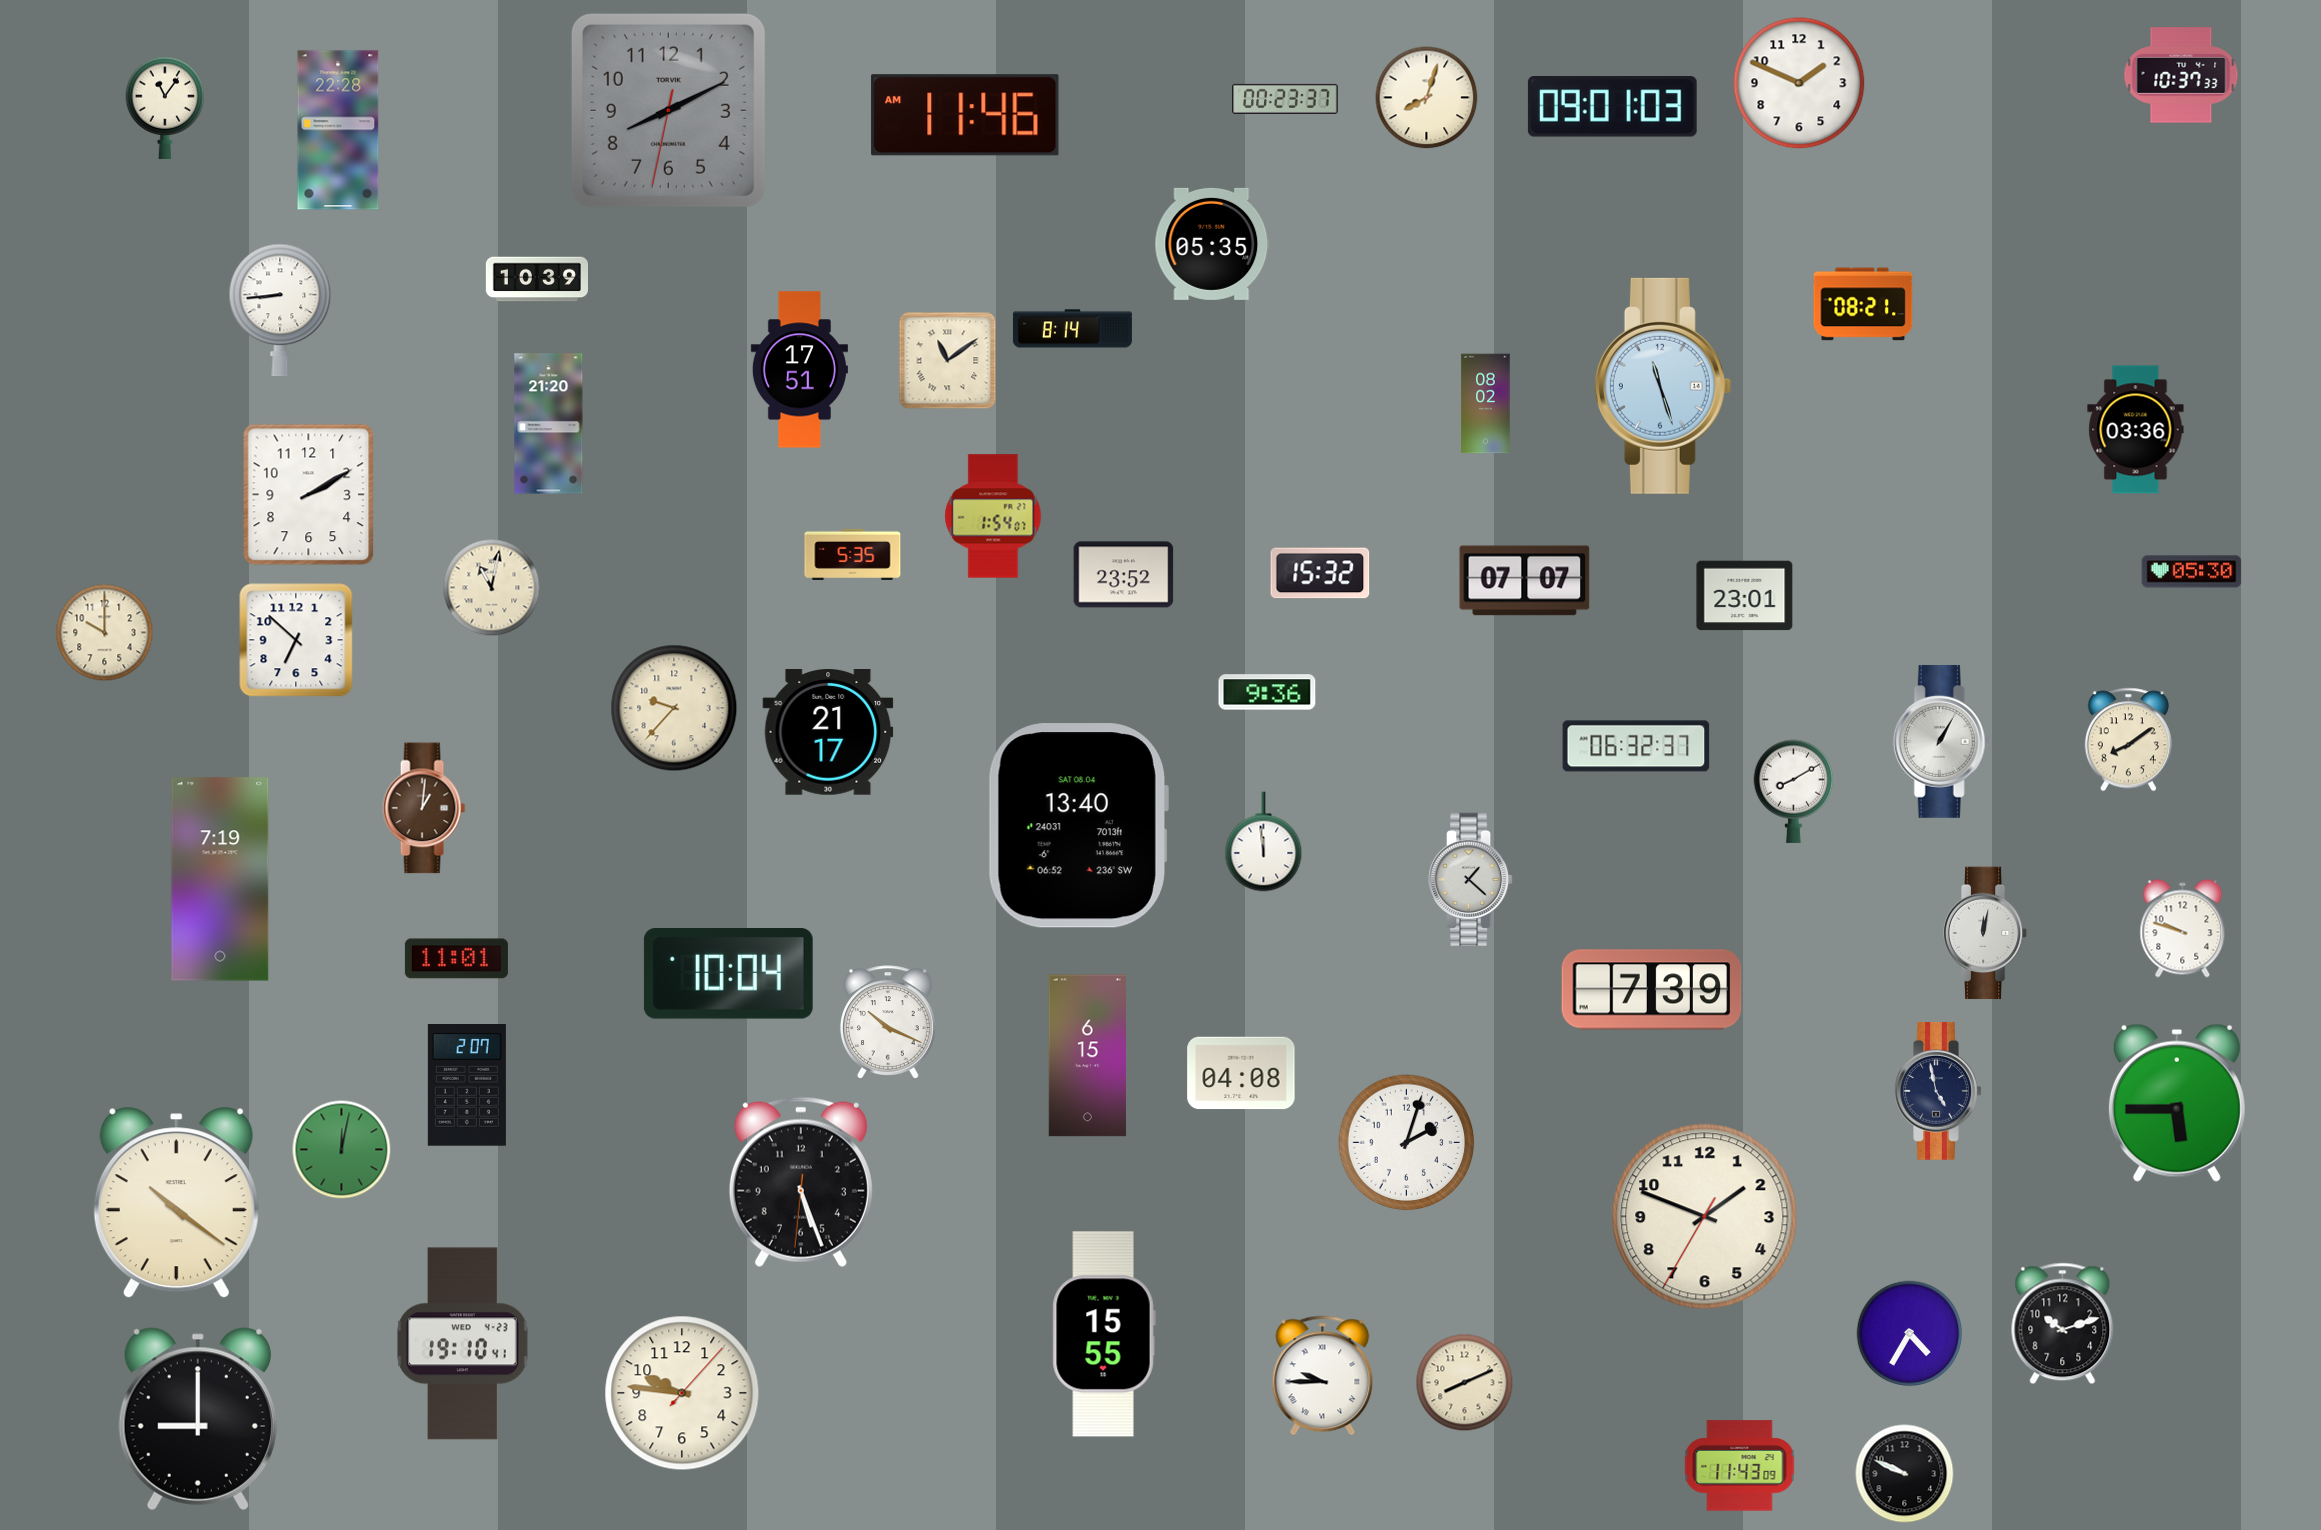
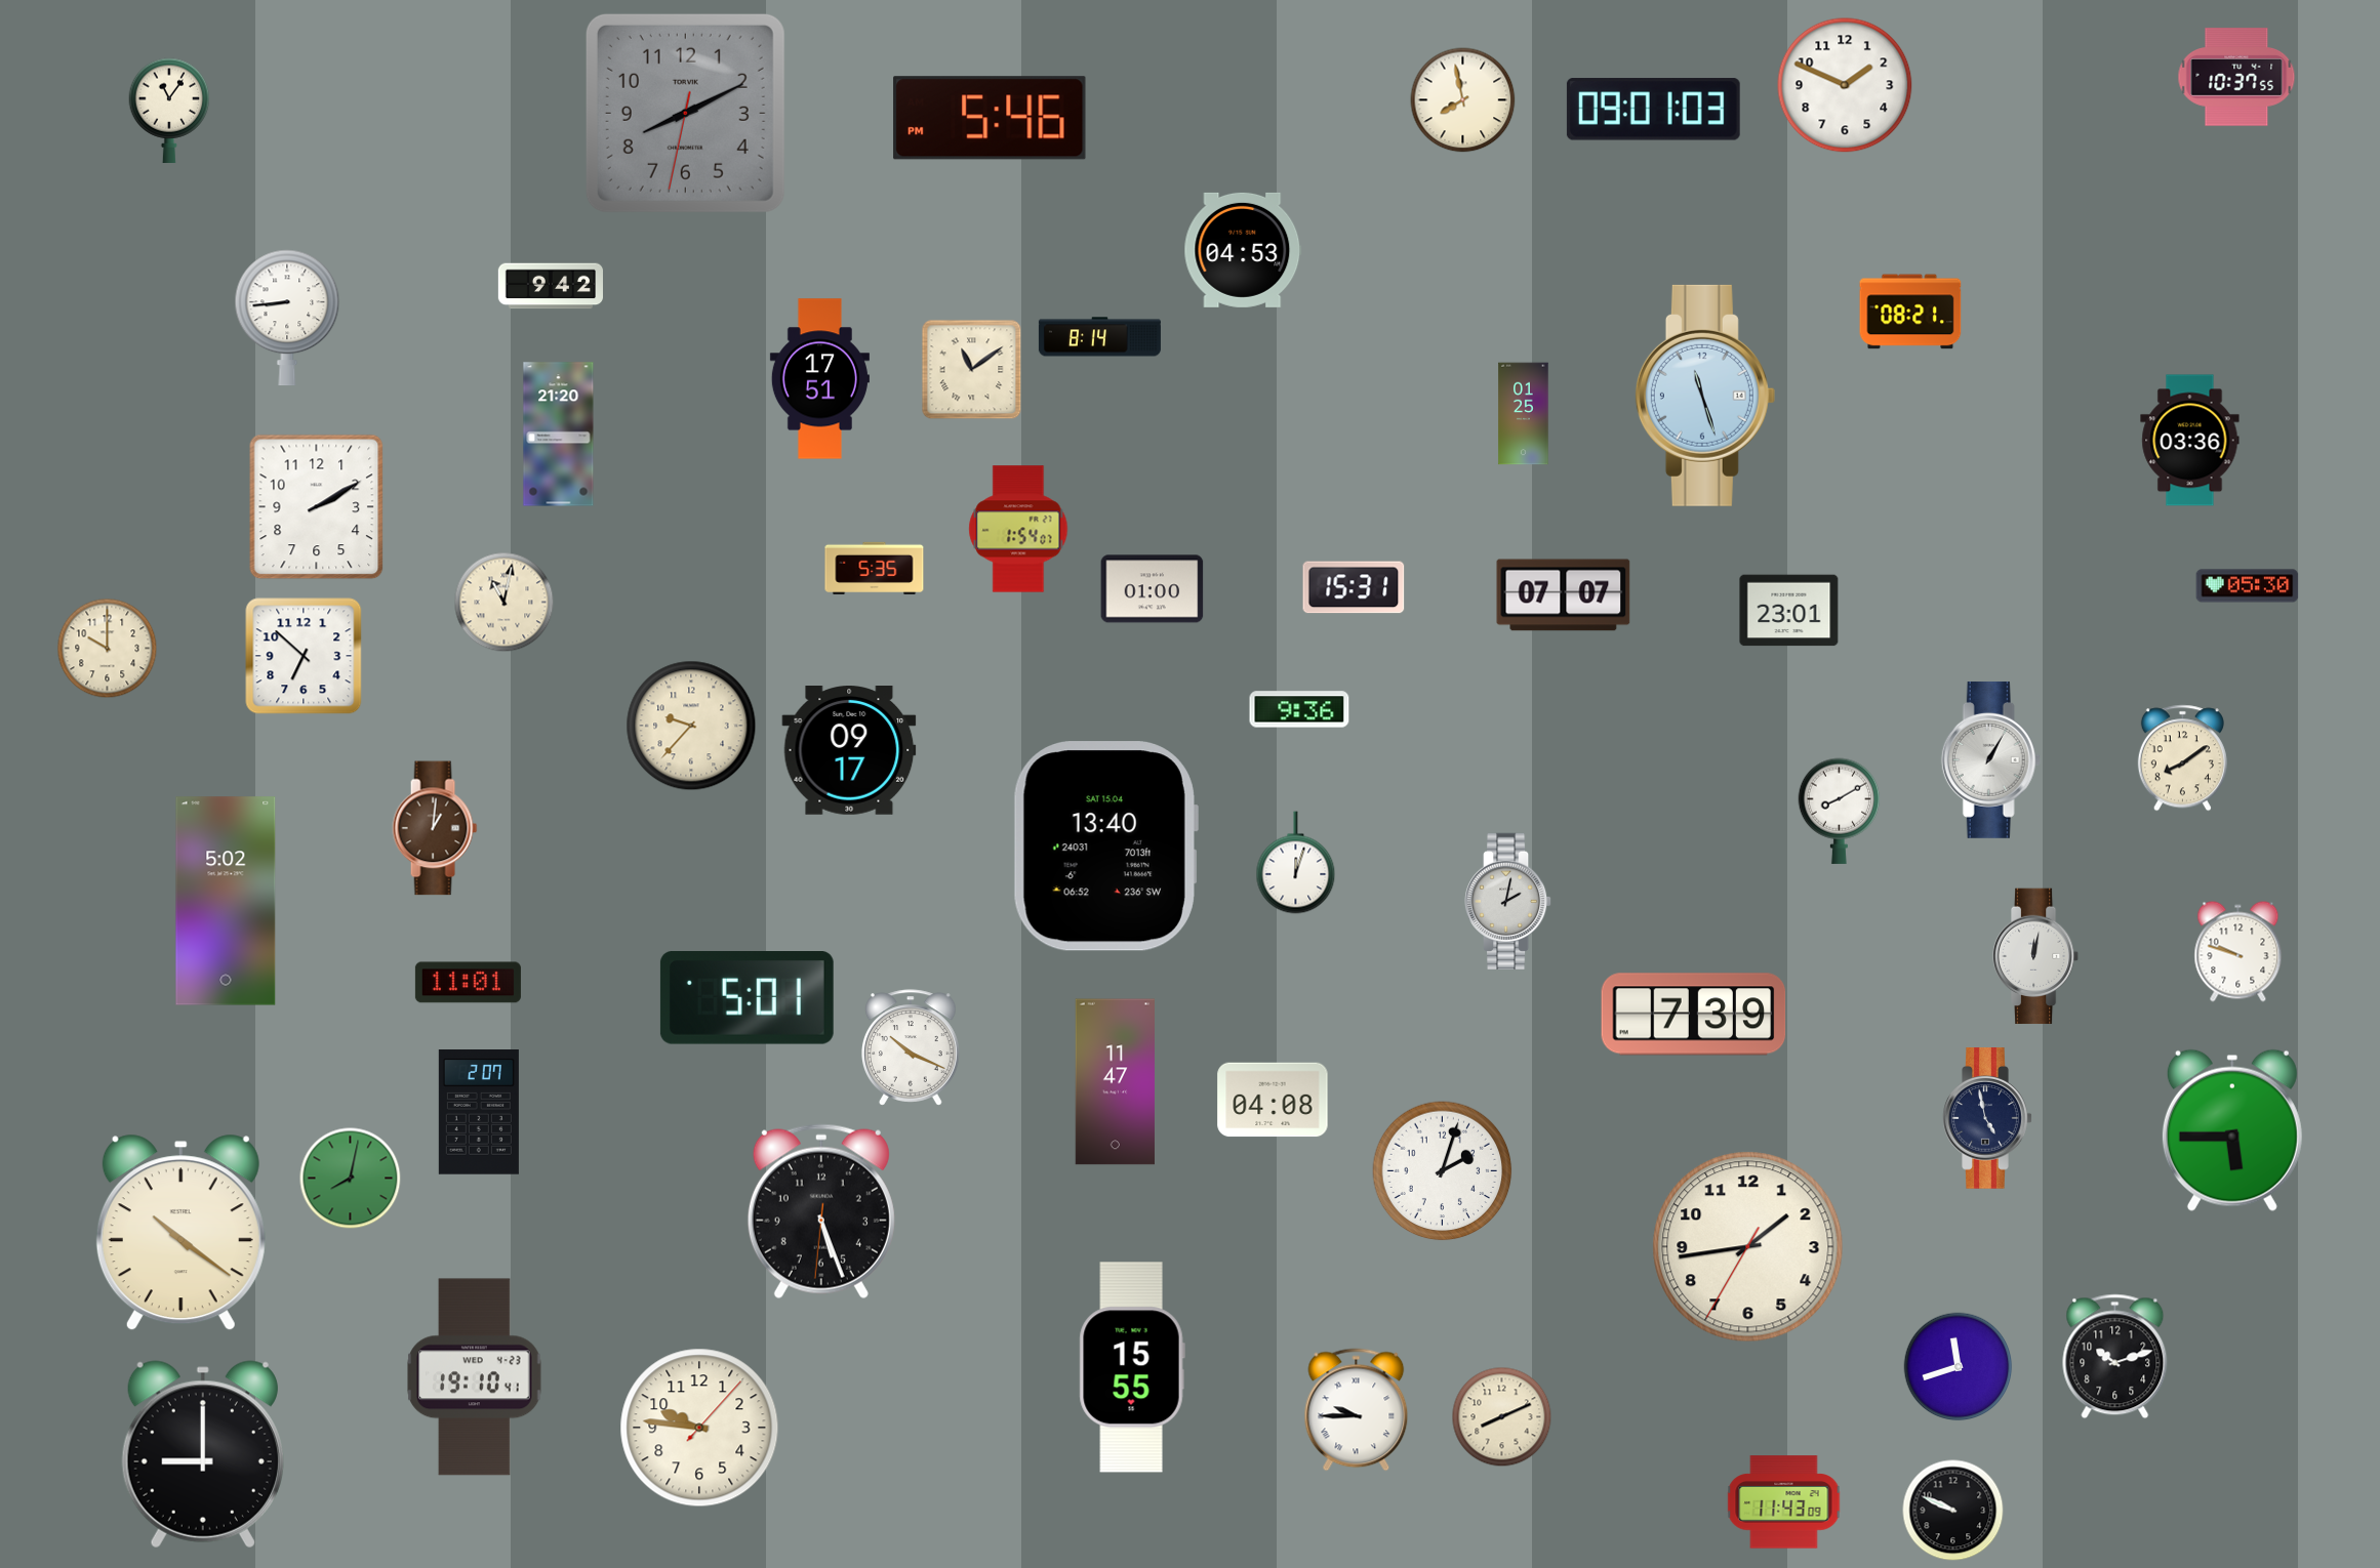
clock at (2181, 75): 10:37:33 -> 10:37:55
clock at (1427, 98): 8:03 -> 7:58
clock at (1285, 99): 00:23 -> none
clock at (965, 115): 11:46 -> 5:46
clock at (338, 130): 22:28 -> none
clock at (1212, 244): 05:35 -> 04:53
clock at (536, 279): 10:39 -> 9:42
clock at (1486, 404): 08:02 -> 01:25
clock at (549, 424) position: (549, 424) -> (559, 435)
clock at (1320, 573): 15:32 -> 15:31
clock at (1124, 575): 23:52 -> 01:00
clock at (828, 732): 21:17 -> 09:17
clock at (1636, 746): 06:32 -> none
clock at (1078, 826) date: SAT 08.04 -> SAT 15.04
clock at (1264, 842): 11:59 -> 12:03
clock at (220, 879): 7:19 -> 5:02
clock at (1471, 879): 1:22 -> 2:02
clock at (728, 974): 10:04 -> 5:01
clock at (1087, 1056): 6:15 -> 11:47
clock at (342, 1150): 12:02 -> 8:02
clock at (1705, 1217): 1:48 -> 1:43
clock at (1910, 1334): 4:35 -> 11:42
